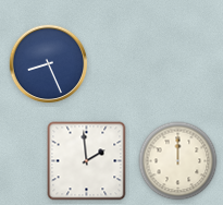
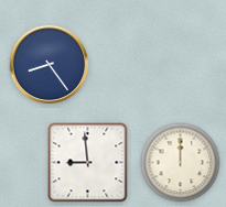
clock at (49, 64): 8:26 -> 8:24
clock at (87, 161): 1:59 -> 8:59
